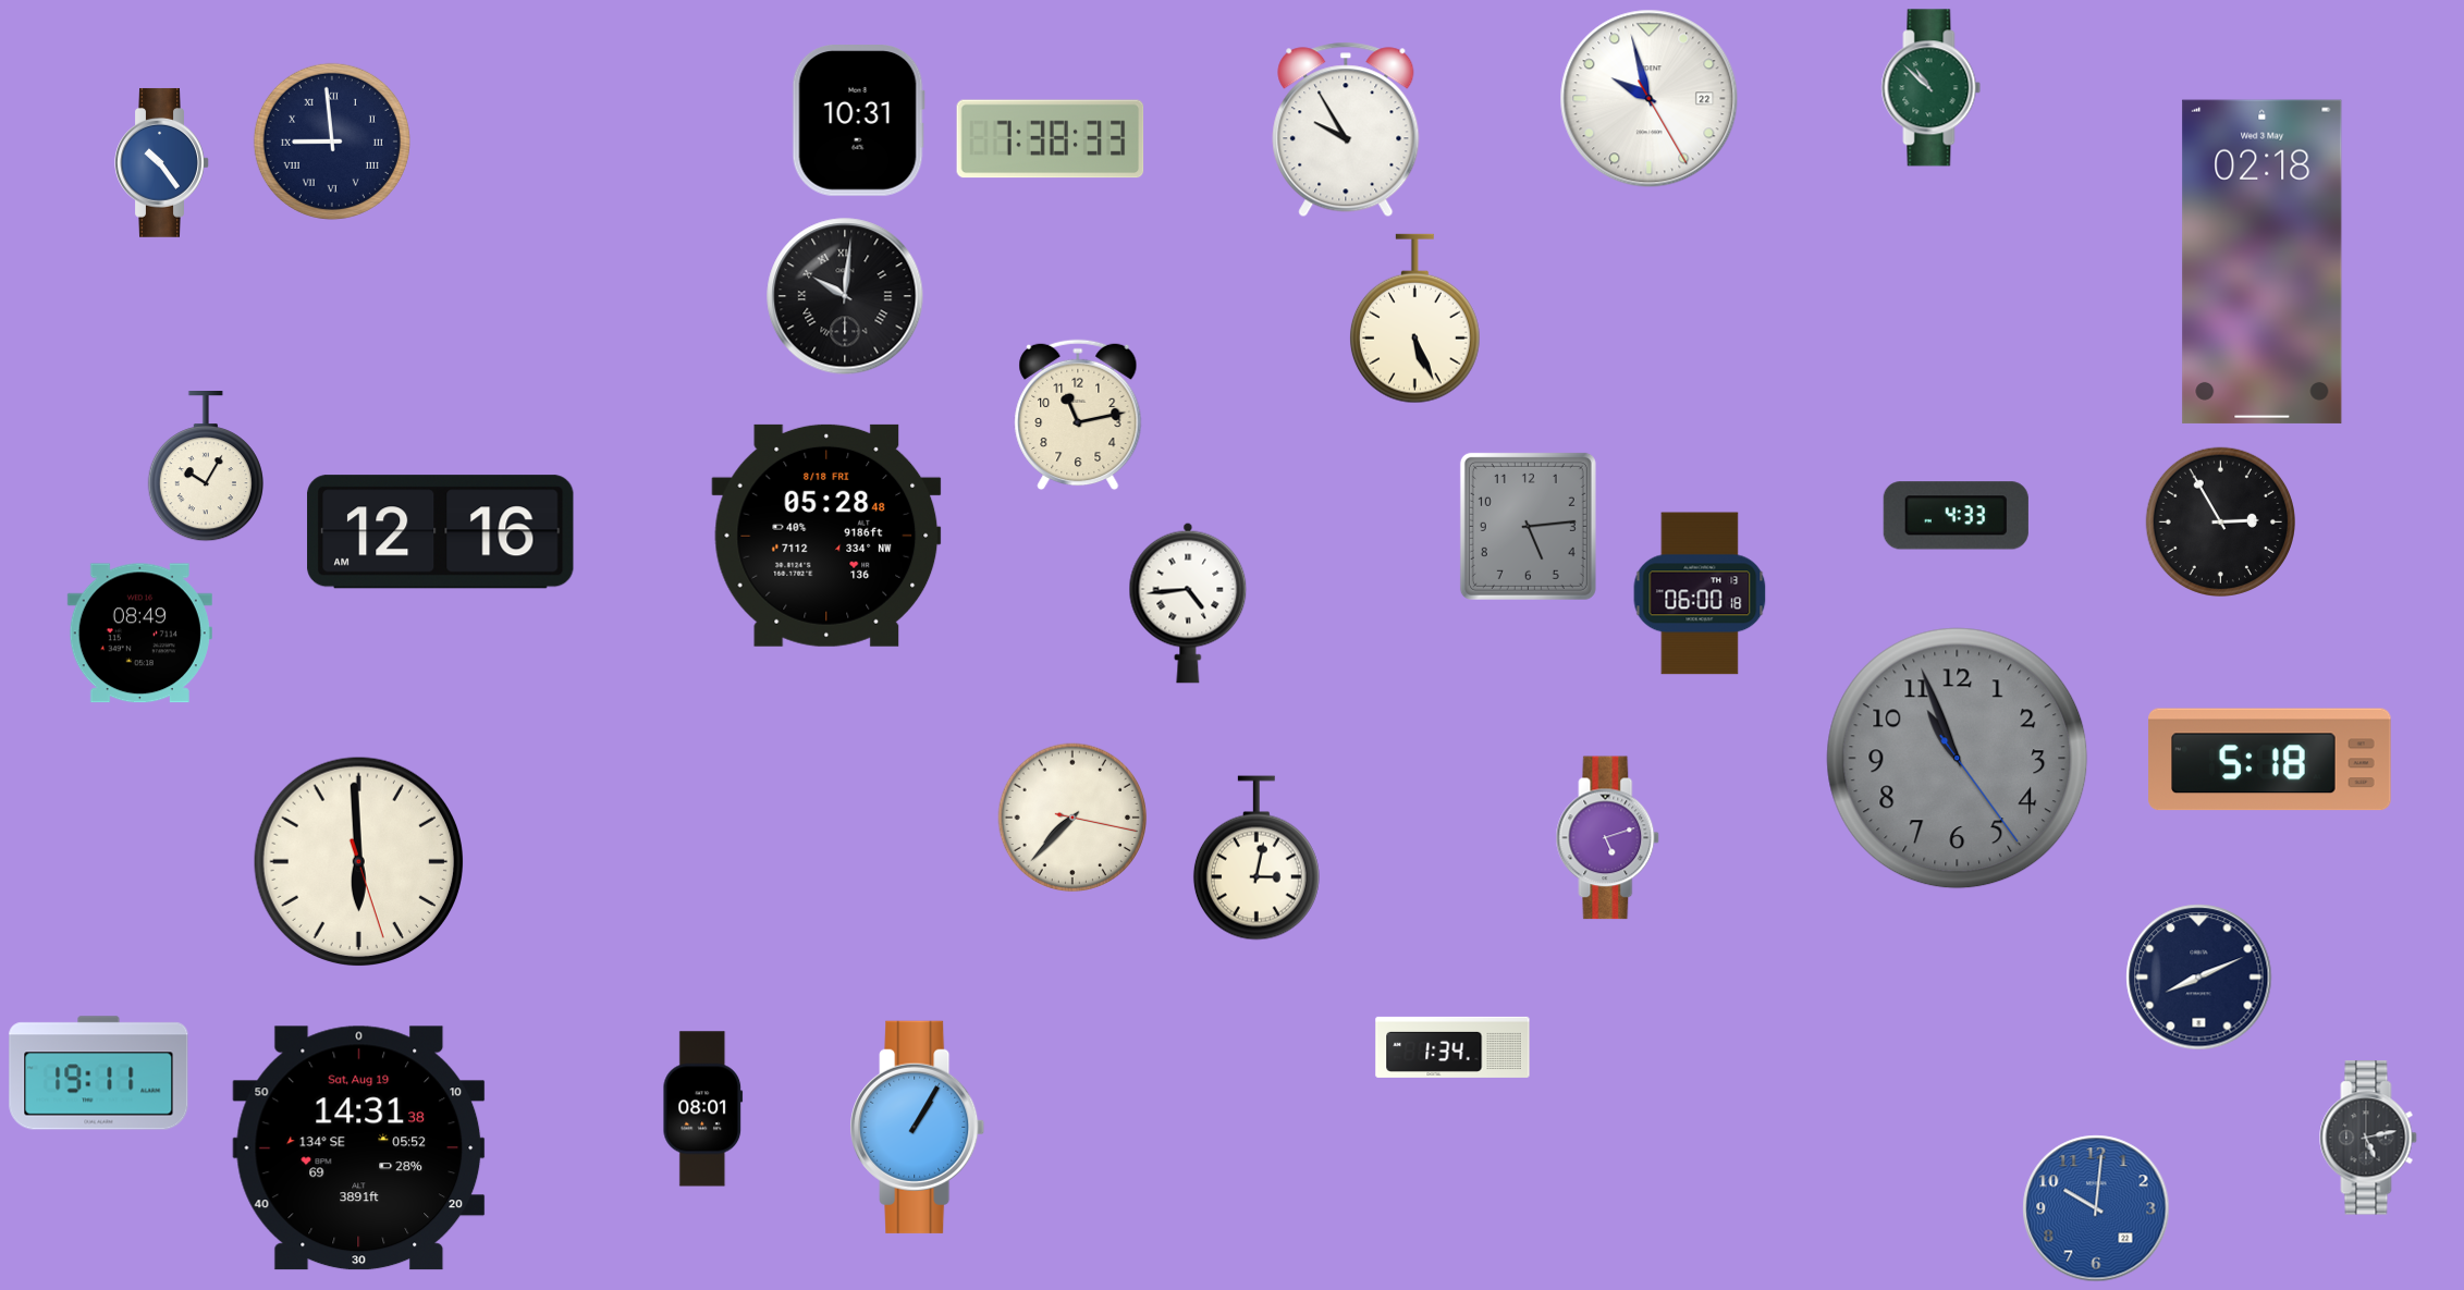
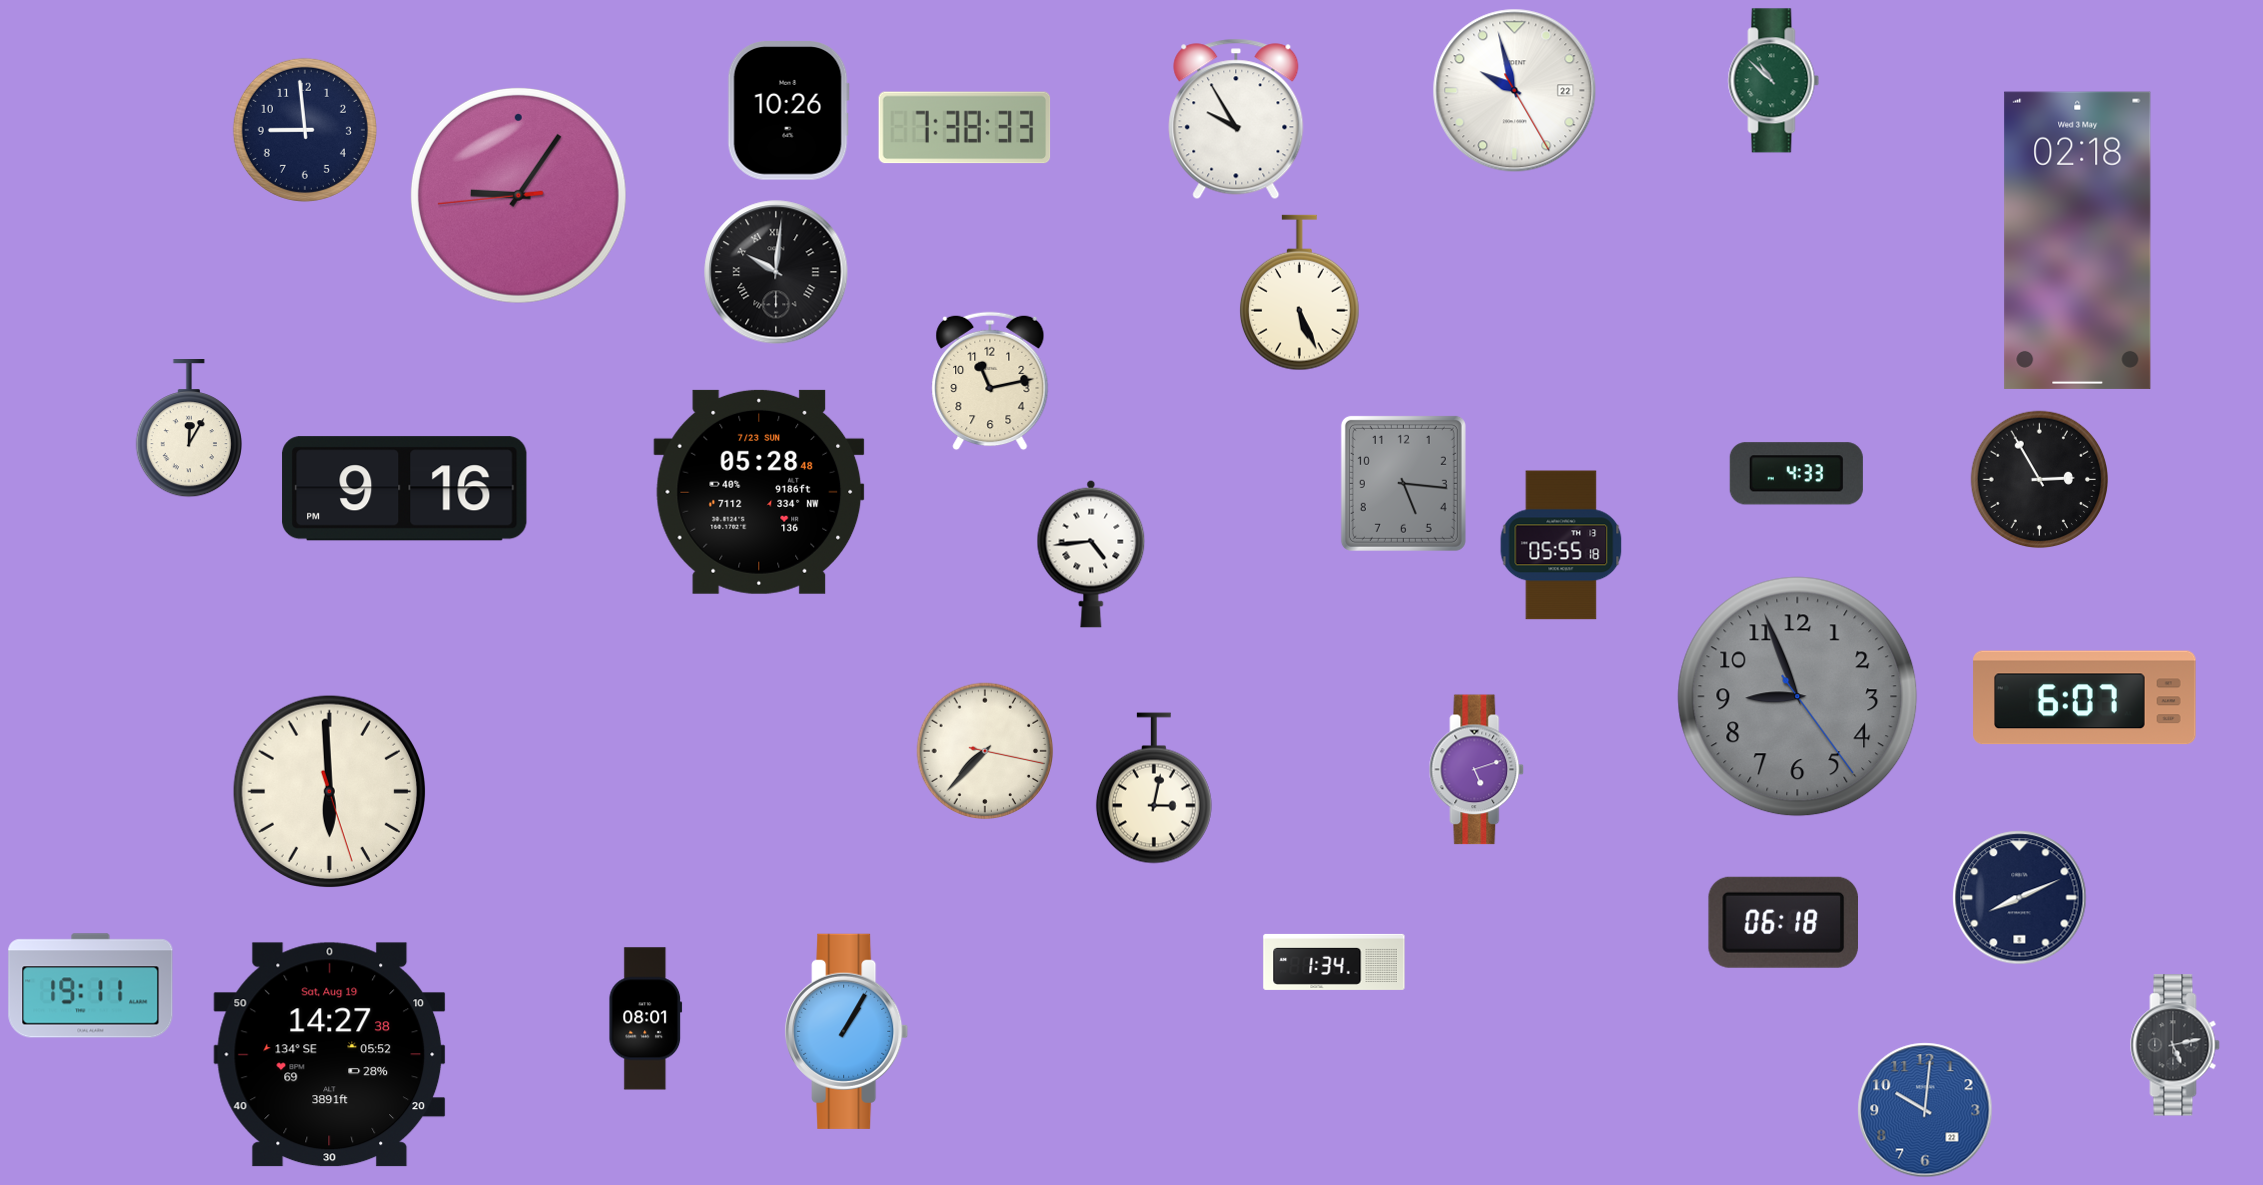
clock at (858, 121): 10:31 -> 10:26
clock at (332, 142) numerals: Roman -> Arabic
clock at (162, 162): 10:24 -> none
clock at (518, 195): none -> 9:05
clock at (206, 467): 10:05 -> 12:05
clock at (1528, 526): 5:14 -> 5:16
clock at (441, 532): 12:16 -> 9:16
clock at (826, 536) date: 8/18 FRI -> 7/23 SUN
clock at (1700, 593): 06:00 -> 05:55
clock at (139, 634): 08:49 -> none
clock at (1958, 759): 10:56 -> 8:56
clock at (2270, 760): 5:18 -> 6:07
clock at (1783, 922): none -> 06:18
clock at (918, 1127) position: (918, 1127) -> (847, 1031)
clock at (359, 1148): 14:31 -> 14:27
